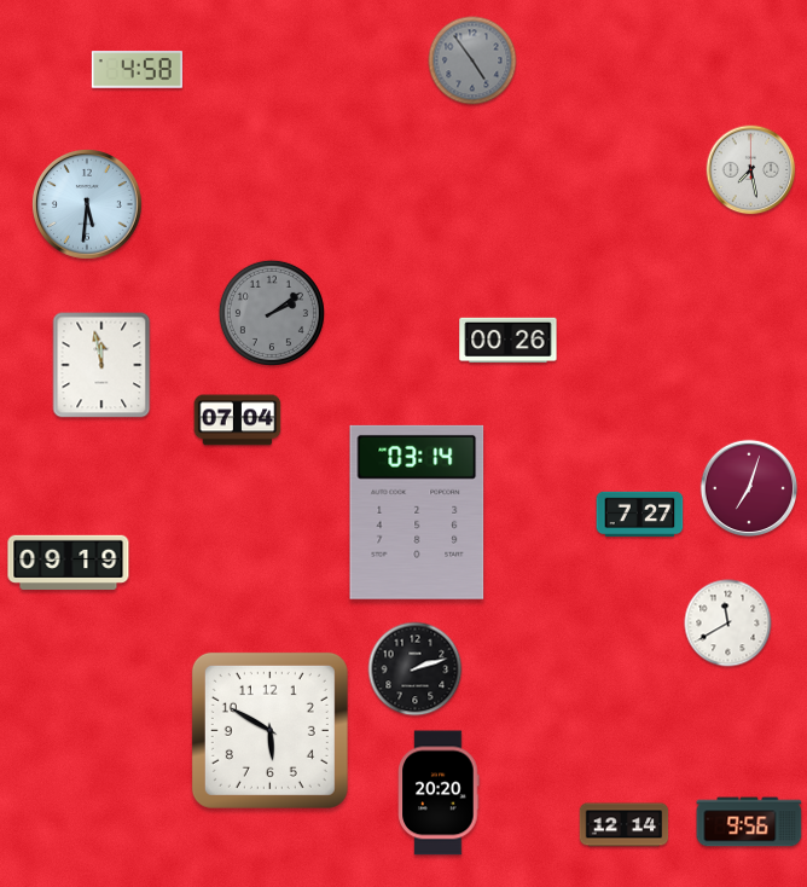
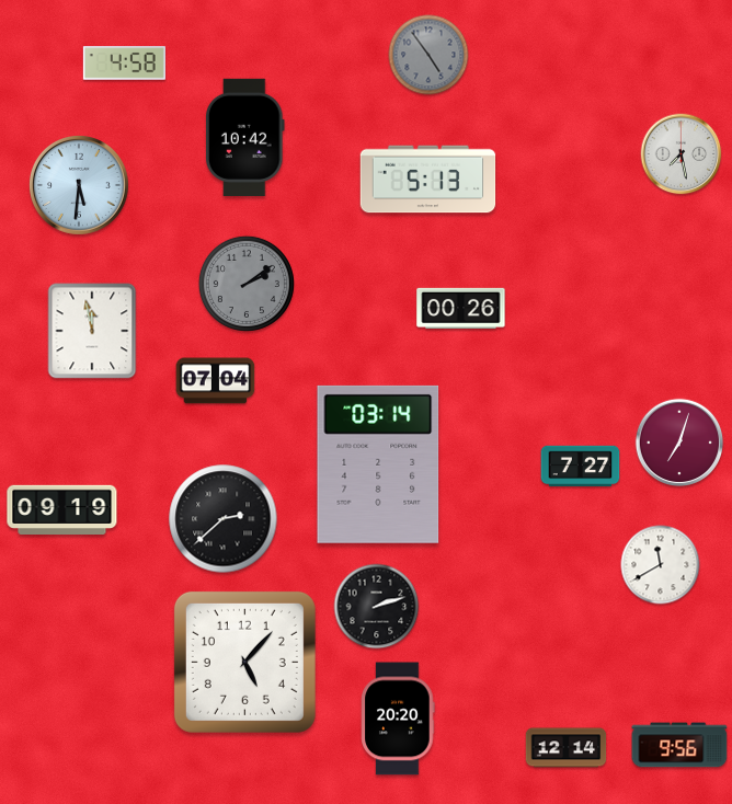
clock at (245, 137): none -> 10:42
clock at (428, 180): none -> 5:13
clock at (224, 519): none -> 2:38
clock at (269, 730): 5:50 -> 5:07
